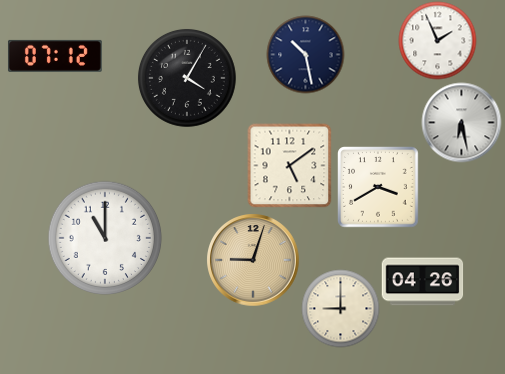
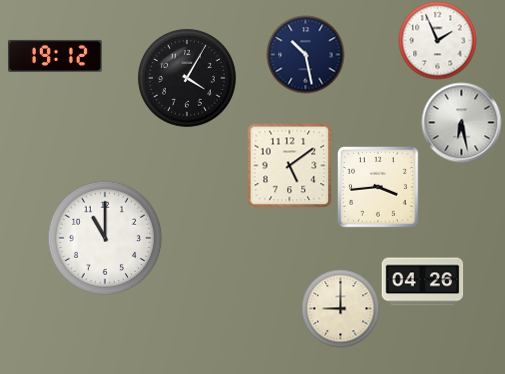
clock at (55, 56): 07:12 -> 19:12
clock at (378, 187): 3:40 -> 3:44
clock at (253, 260): 9:03 -> none
